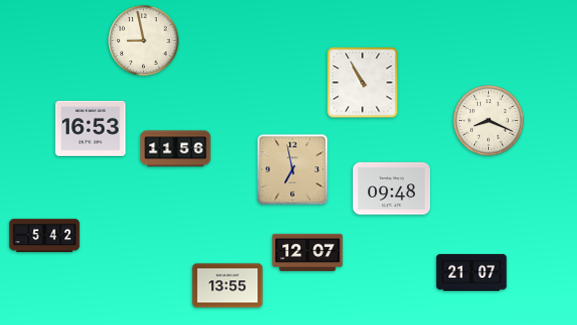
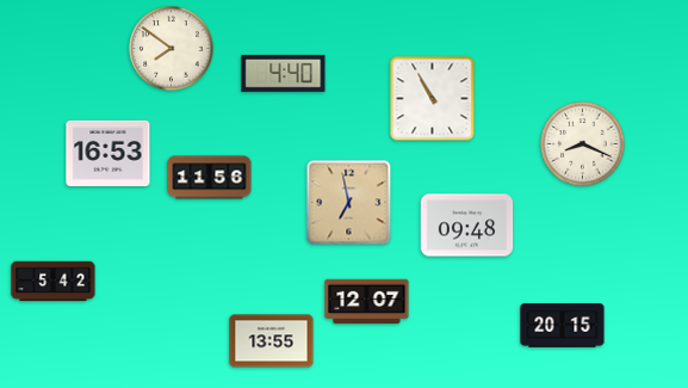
clock at (144, 41): 8:58 -> 7:51
clock at (284, 73): none -> 4:40
clock at (472, 273): 21:07 -> 20:15
